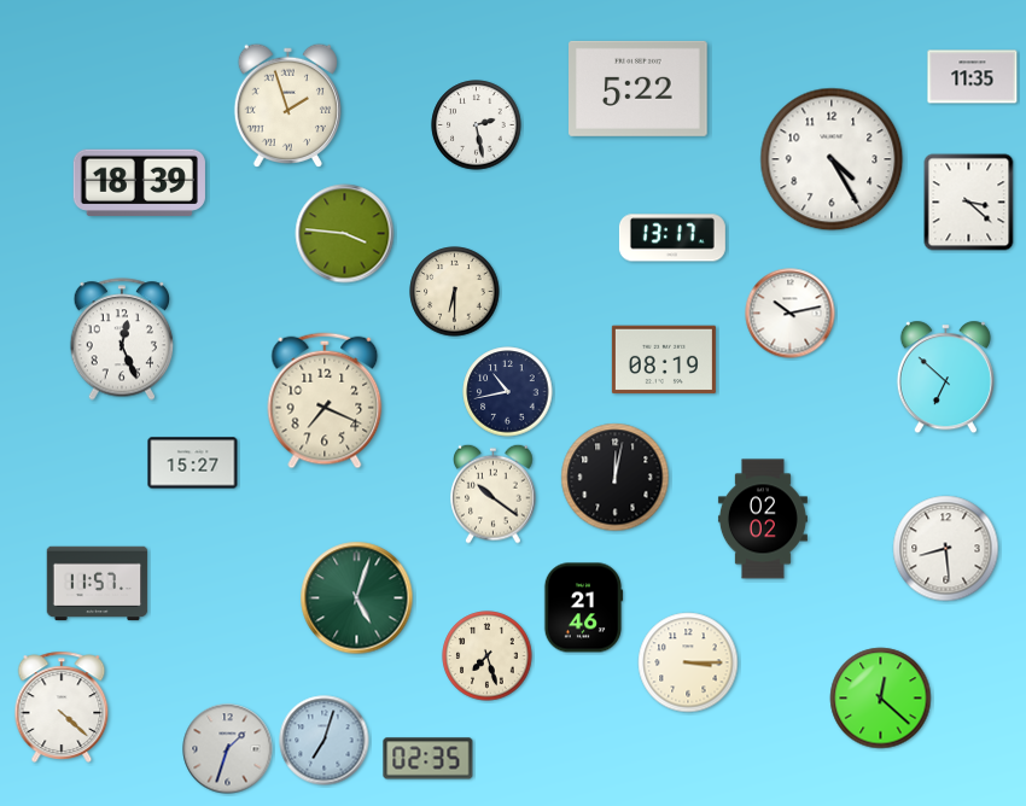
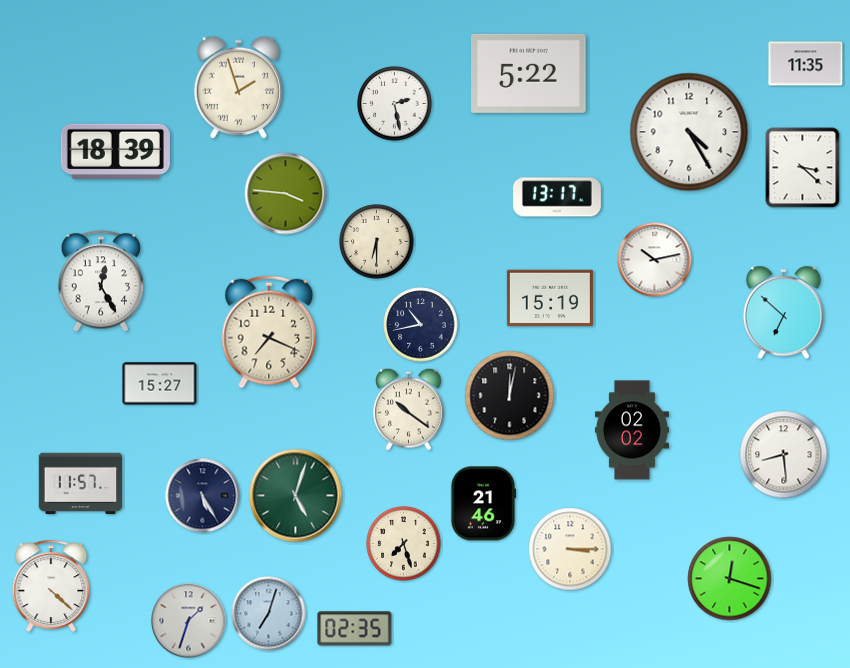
clock at (122, 339): 12:26 -> 12:25
clock at (664, 360): 08:19 -> 15:19
clock at (203, 496): none -> 5:25
clock at (881, 699): 12:22 -> 12:18
